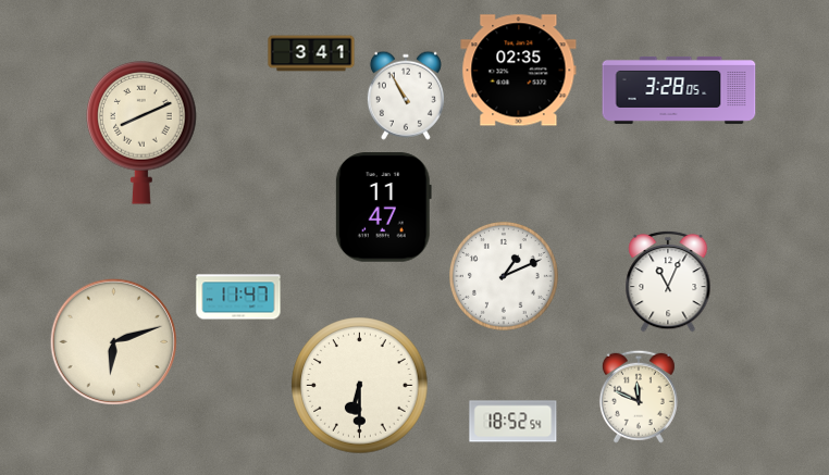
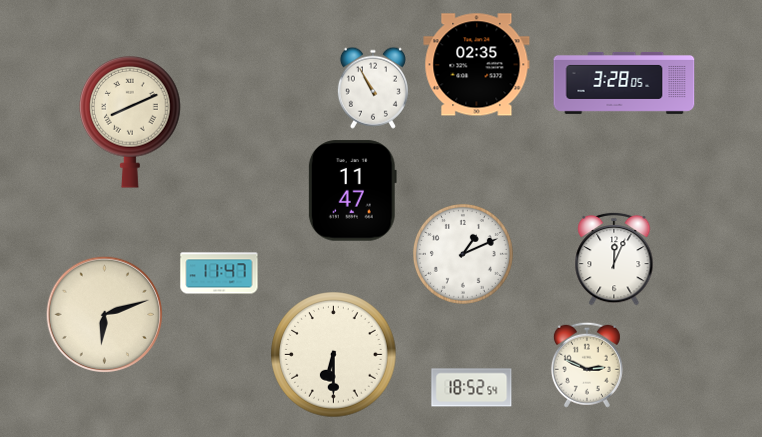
clock at (311, 53): 3:41 -> none
clock at (668, 282): 11:04 -> 12:04
clock at (360, 386) position: (360, 386) -> (334, 355)
clock at (639, 397): 11:49 -> 2:49
